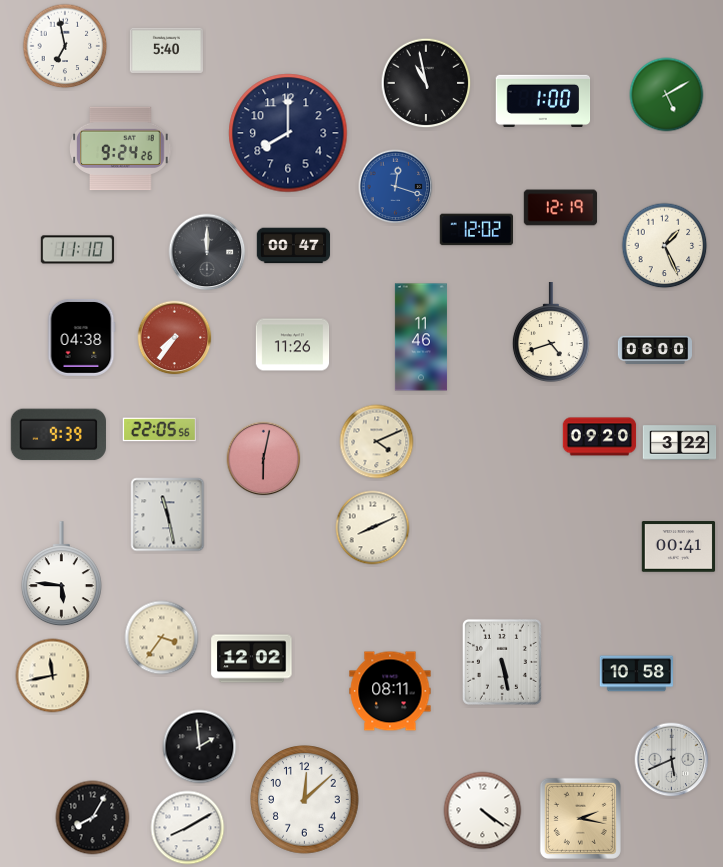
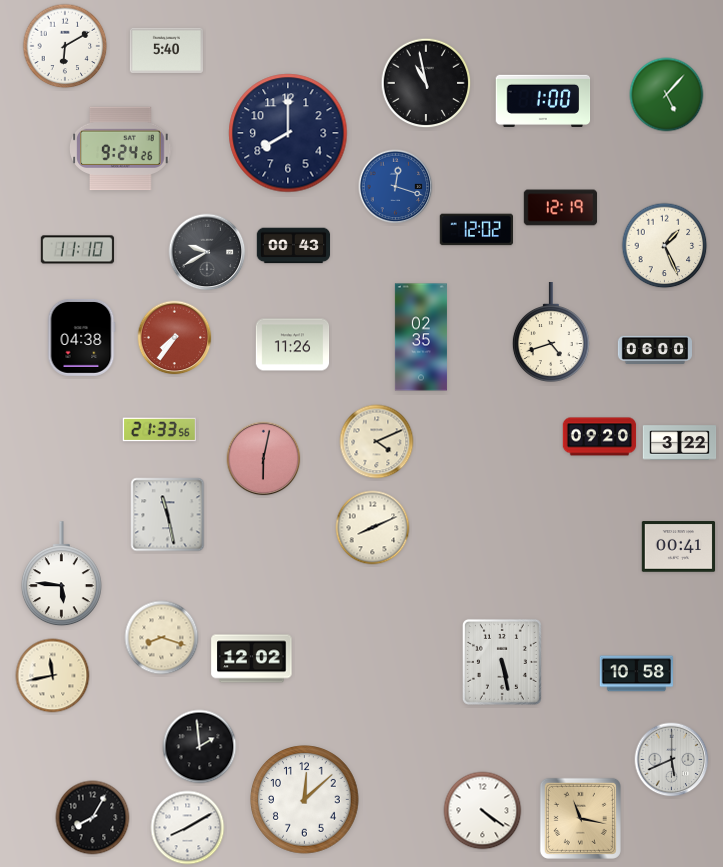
clock at (65, 46): 6:58 -> 6:10
clock at (667, 95): 5:10 -> 5:07
clock at (294, 246): 00:47 -> 00:43
clock at (207, 252): 12:00 -> 9:40
clock at (421, 337): 11:46 -> 02:35
clock at (159, 430): 22:05 -> 21:33
clock at (58, 435): 9:39 -> none
clock at (162, 638): 3:36 -> 8:18
clock at (390, 691): 08:11 -> none
clock at (580, 818): 2:17 -> 11:17
